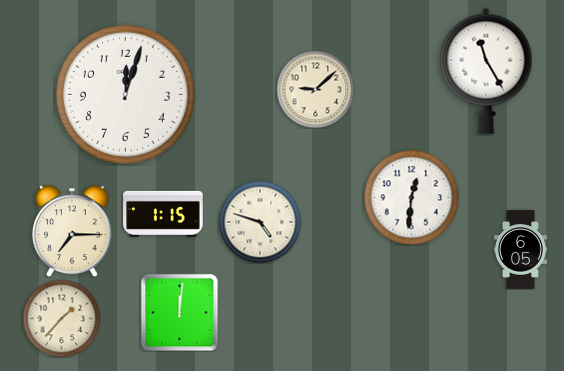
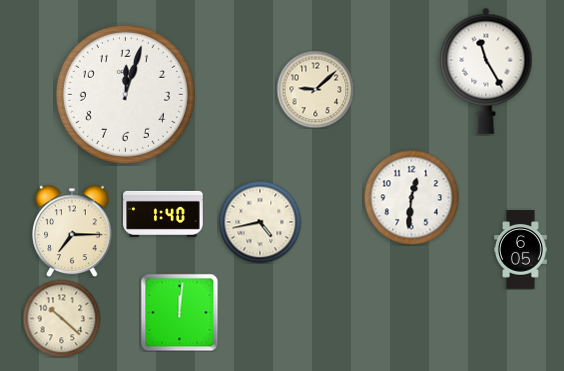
clock at (163, 214): 1:15 -> 1:40
clock at (260, 222): 4:48 -> 4:43
clock at (61, 318): 1:37 -> 10:22
